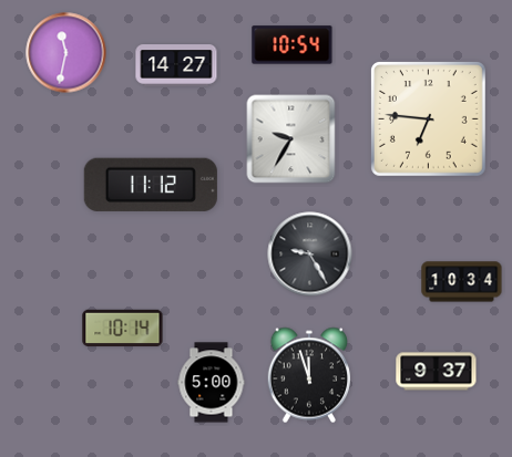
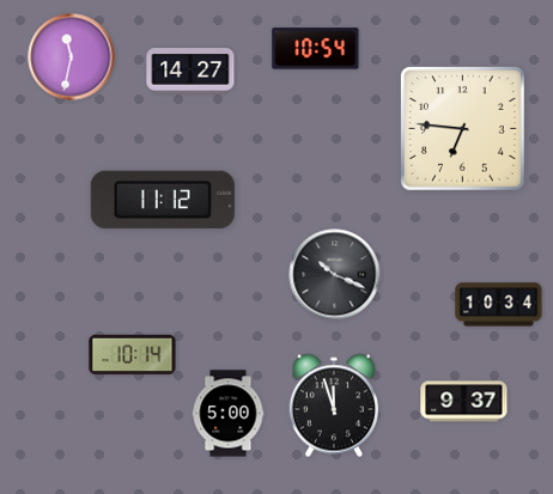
clock at (291, 139): 9:35 -> none
clock at (310, 255): 9:25 -> 10:19
clock at (437, 372) position: (437, 372) -> (464, 402)
